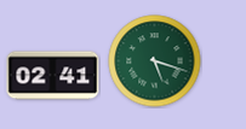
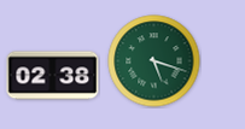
clock at (53, 76): 02:41 -> 02:38
